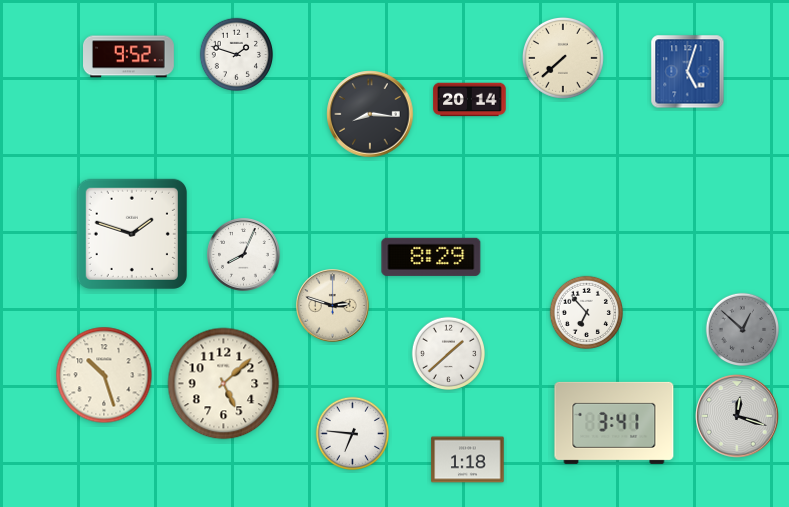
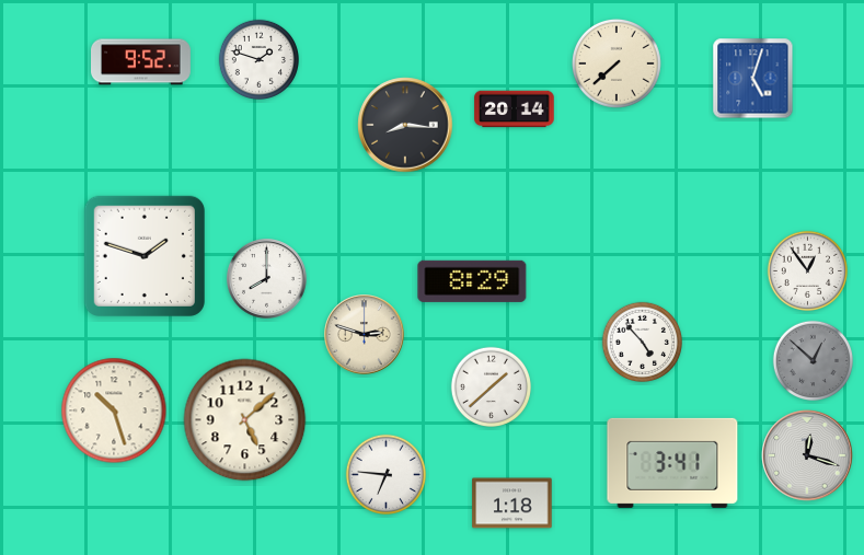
clock at (807, 270): none -> 12:54
clock at (244, 255): 8:04 -> 8:00
clock at (586, 312): 6:53 -> 4:53
